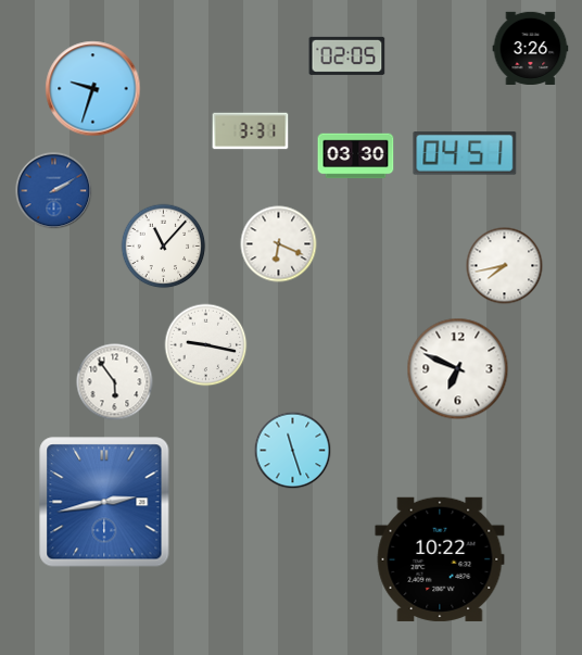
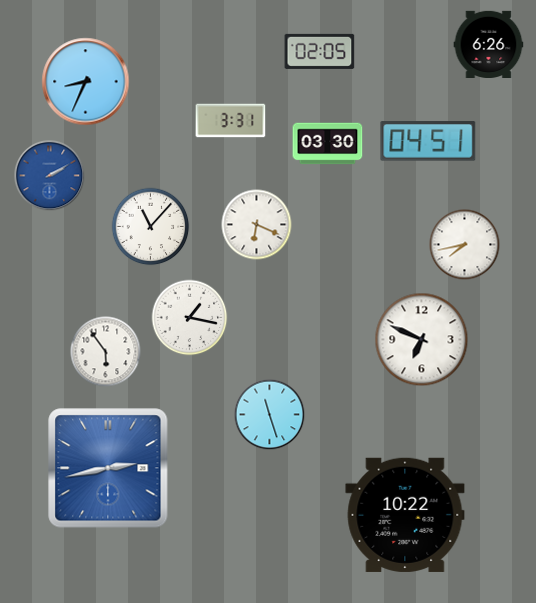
clock at (531, 48): 3:26 -> 6:26
clock at (93, 89): 9:33 -> 8:34
clock at (206, 345): 9:17 -> 1:17
clock at (104, 502) position: (104, 502) -> (108, 468)
